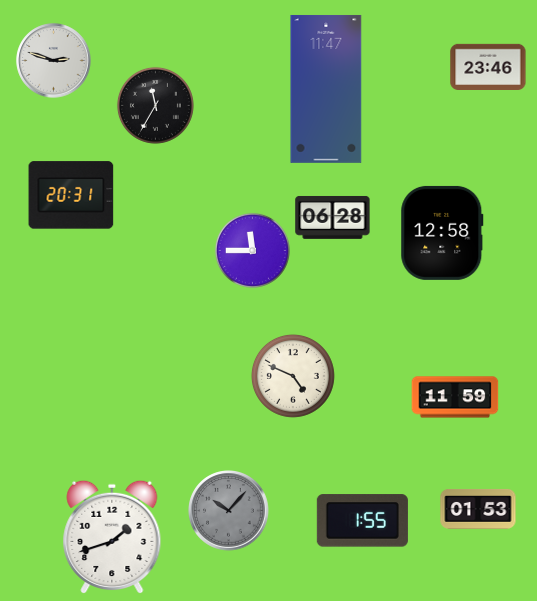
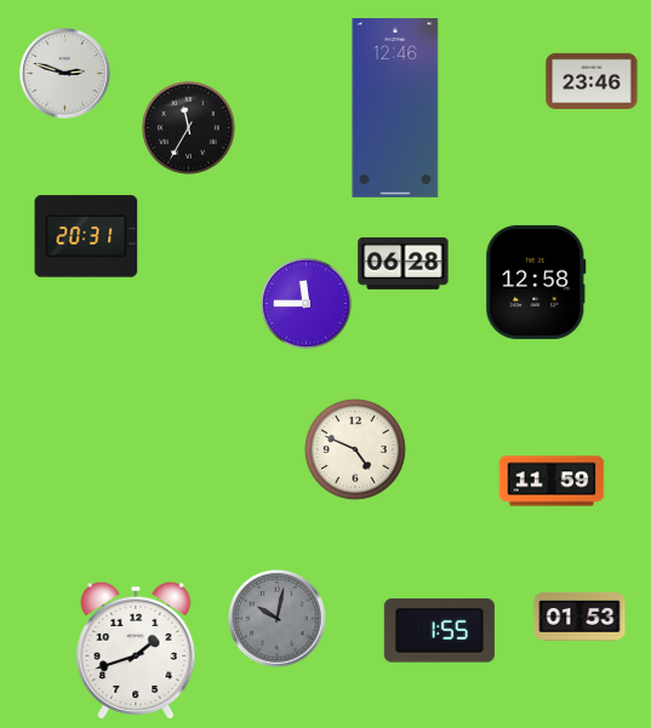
clock at (326, 89): 11:47 -> 12:46
clock at (293, 376) position: (293, 376) -> (355, 449)
clock at (229, 511): 10:07 -> 10:02
